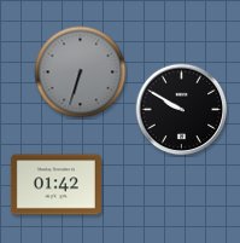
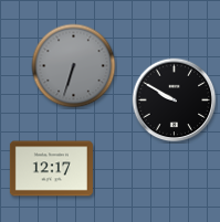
clock at (182, 110) position: (182, 110) -> (175, 101)
clock at (55, 185): 01:42 -> 12:17
